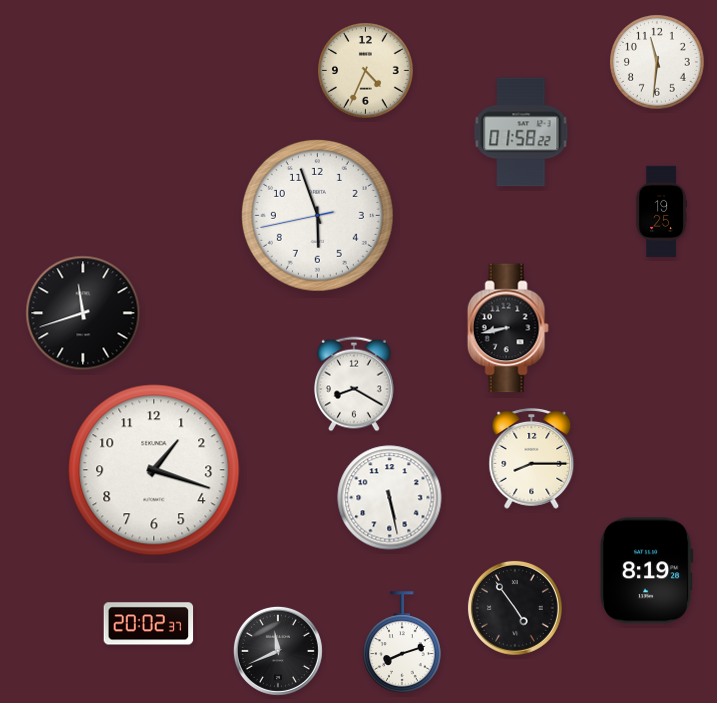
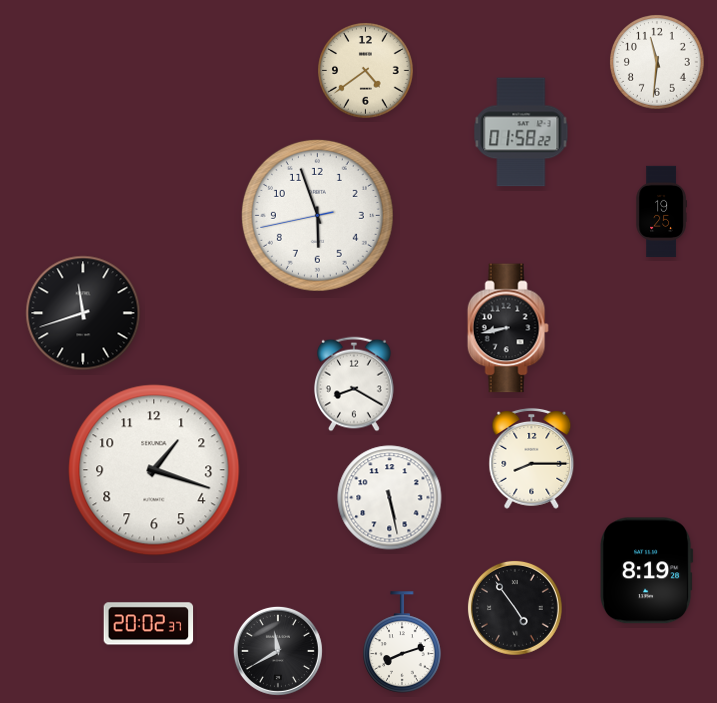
clock at (366, 71): 4:34 -> 4:39
clock at (278, 651): 11:41 -> 11:40
